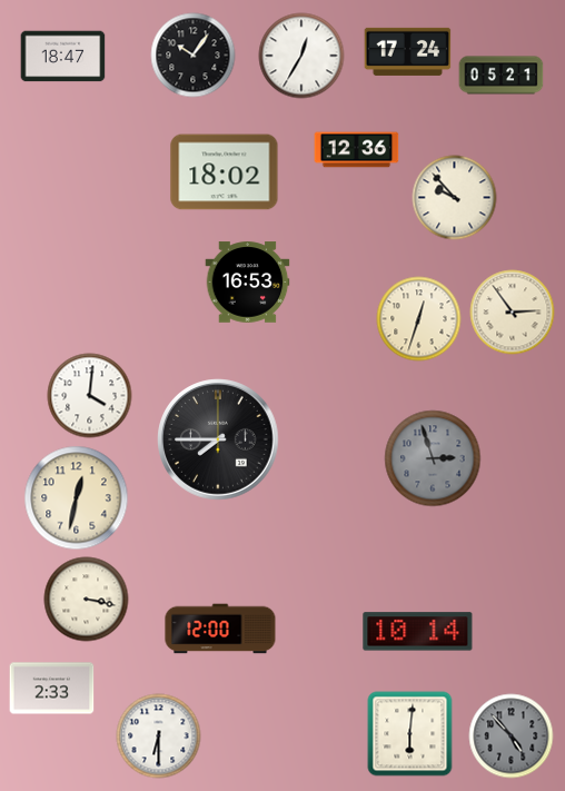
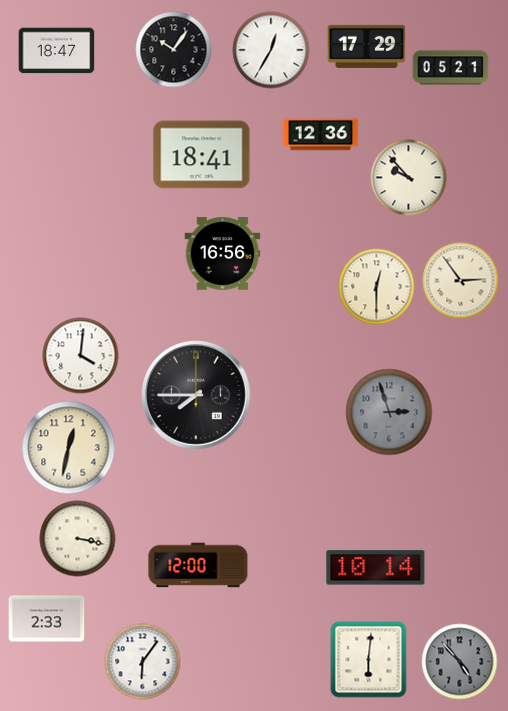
clock at (408, 51): 17:24 -> 17:29
clock at (225, 172): 18:02 -> 18:41
clock at (248, 283): 16:53 -> 16:56
clock at (419, 319): 12:33 -> 12:30
clock at (159, 736): 6:30 -> 6:06
